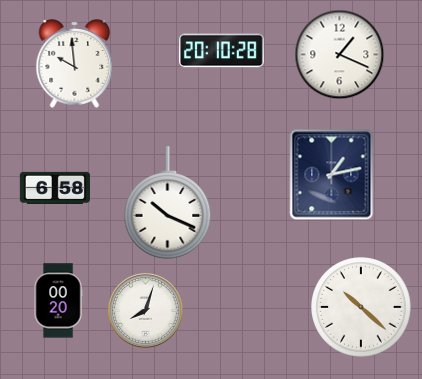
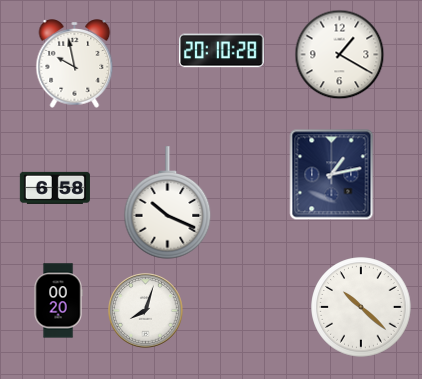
clock at (340, 55): 1:19 -> 1:20
clock at (75, 64): 9:59 -> 9:58
